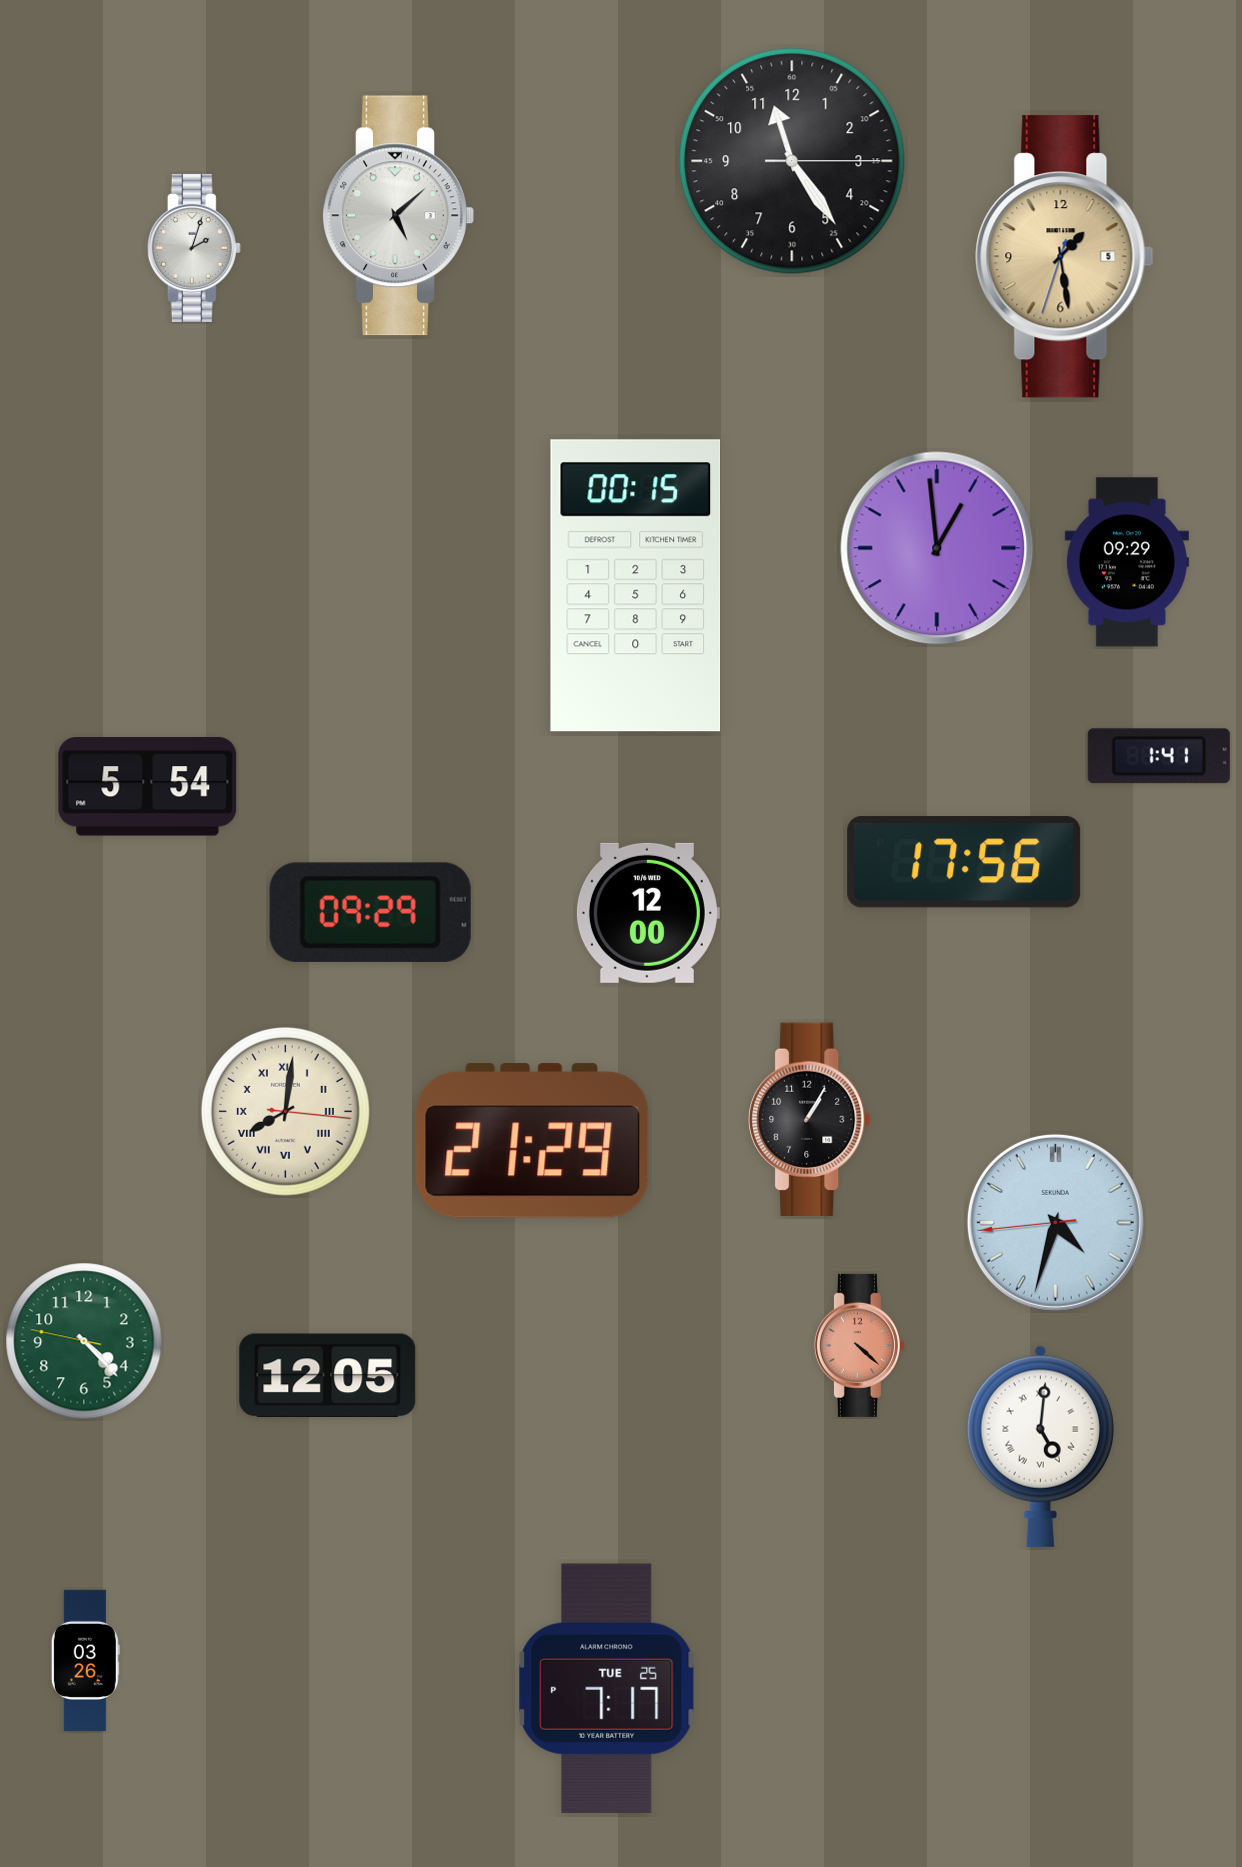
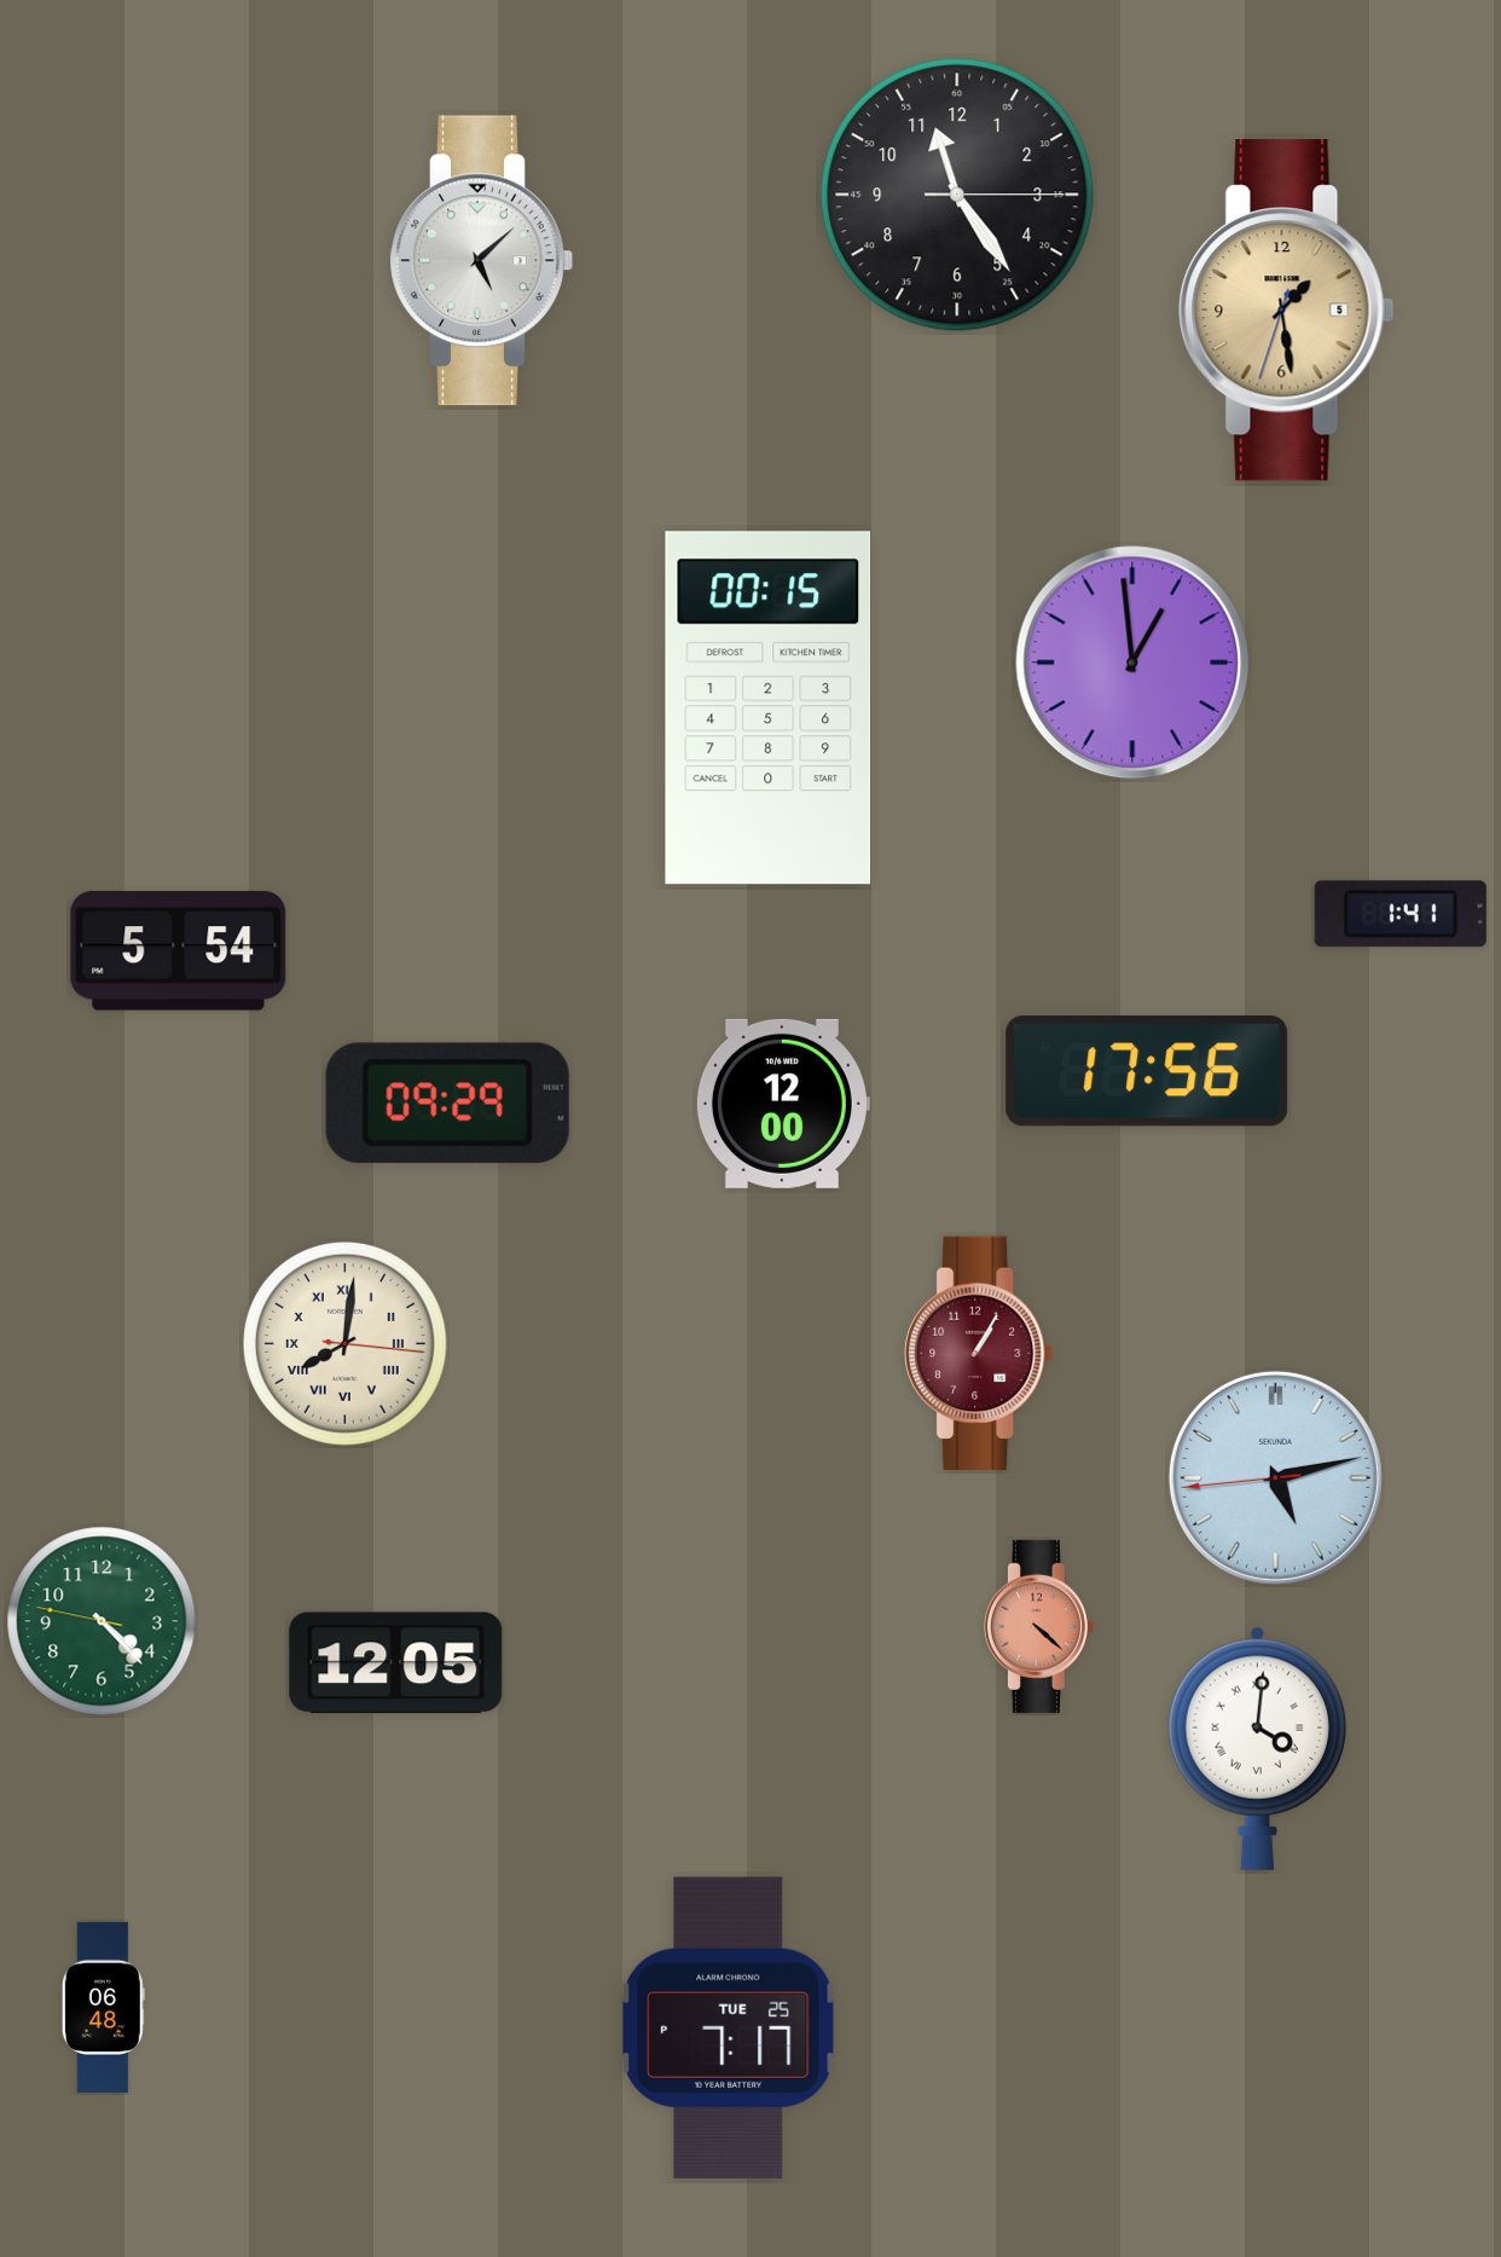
clock at (194, 248): 2:03 -> none
clock at (1127, 562): 09:29 -> none
clock at (964, 862) position: (964, 862) -> (1147, 1071)
clock at (810, 1119) dial: black -> burgundy
clock at (533, 1141): 21:29 -> none
clock at (1055, 1222): 4:32 -> 5:12
clock at (1040, 1446): 5:01 -> 4:01
clock at (85, 1660): 03:26 -> 06:48
clock at (607, 1688) position: (607, 1688) -> (729, 2027)
